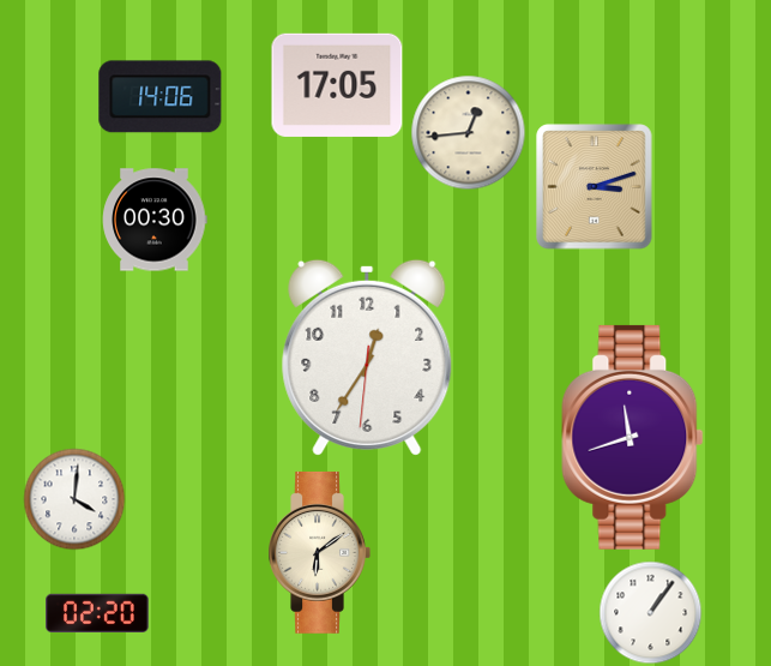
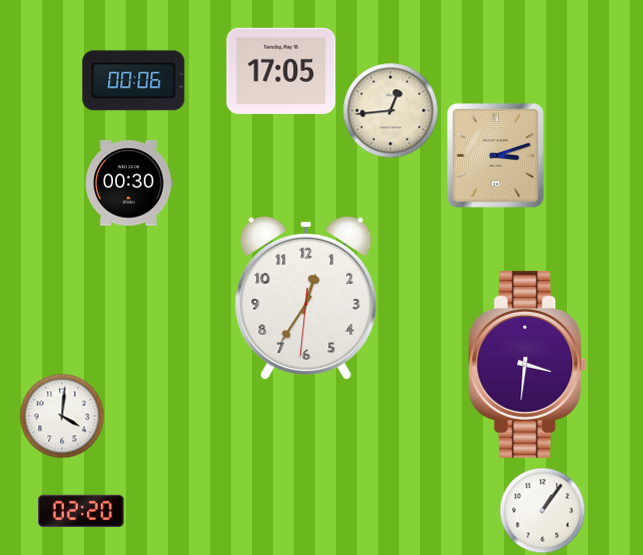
clock at (161, 97): 14:06 -> 00:06
clock at (633, 437): 11:42 -> 3:31
clock at (319, 552): 6:09 -> none
